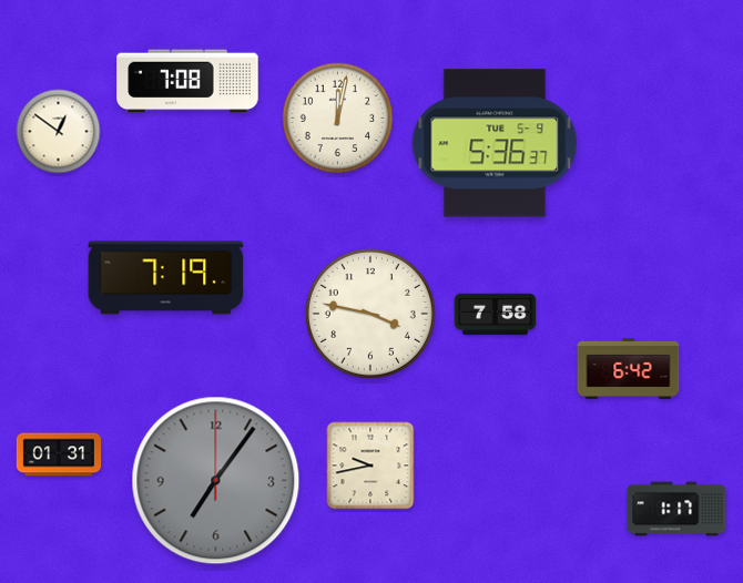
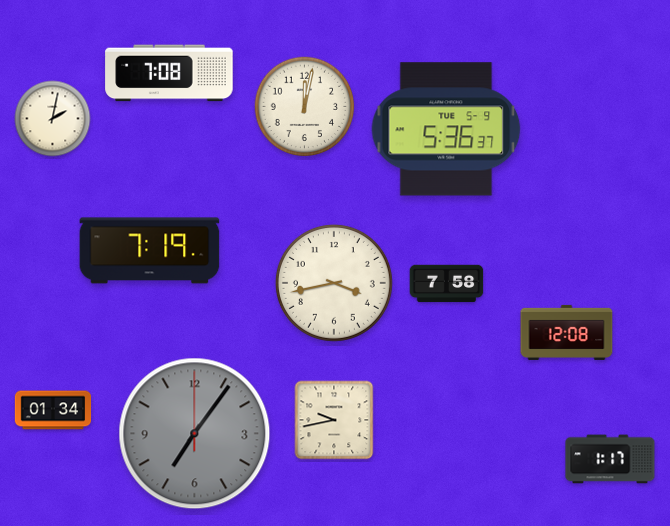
clock at (59, 132): 12:51 -> 2:02
clock at (370, 314): 3:47 -> 3:43
clock at (629, 368): 6:42 -> 12:08
clock at (59, 454): 01:31 -> 01:34
